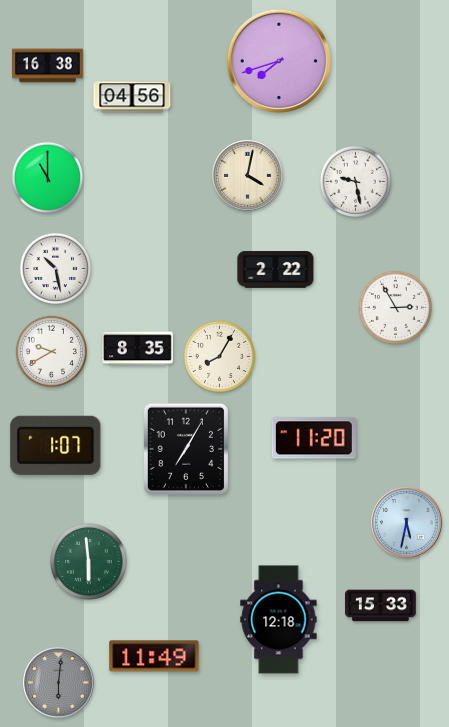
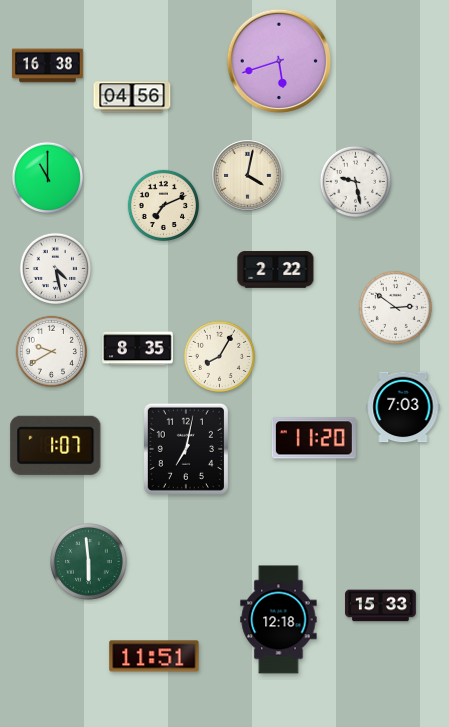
clock at (279, 61): 7:42 -> 5:42
clock at (163, 205): none -> 7:11
clock at (55, 268): 10:28 -> 4:28
clock at (395, 307): 2:55 -> 2:51
clock at (403, 407): none -> 7:03
clock at (186, 449): 7:05 -> 7:02
clock at (407, 523): 5:32 -> none
clock at (154, 656): 11:49 -> 11:51
clock at (59, 683): 6:01 -> none
